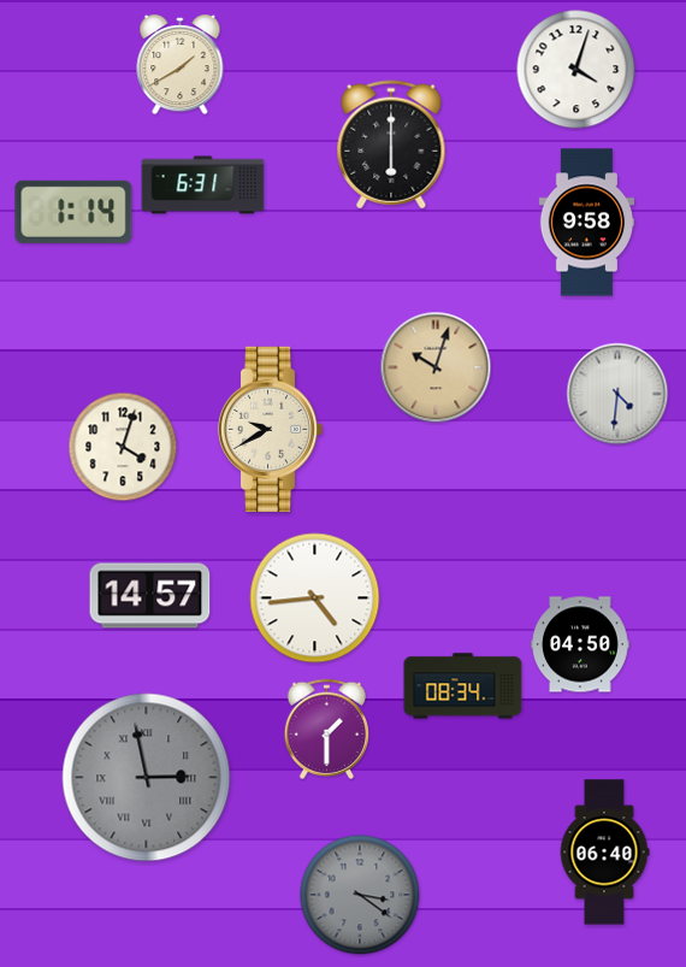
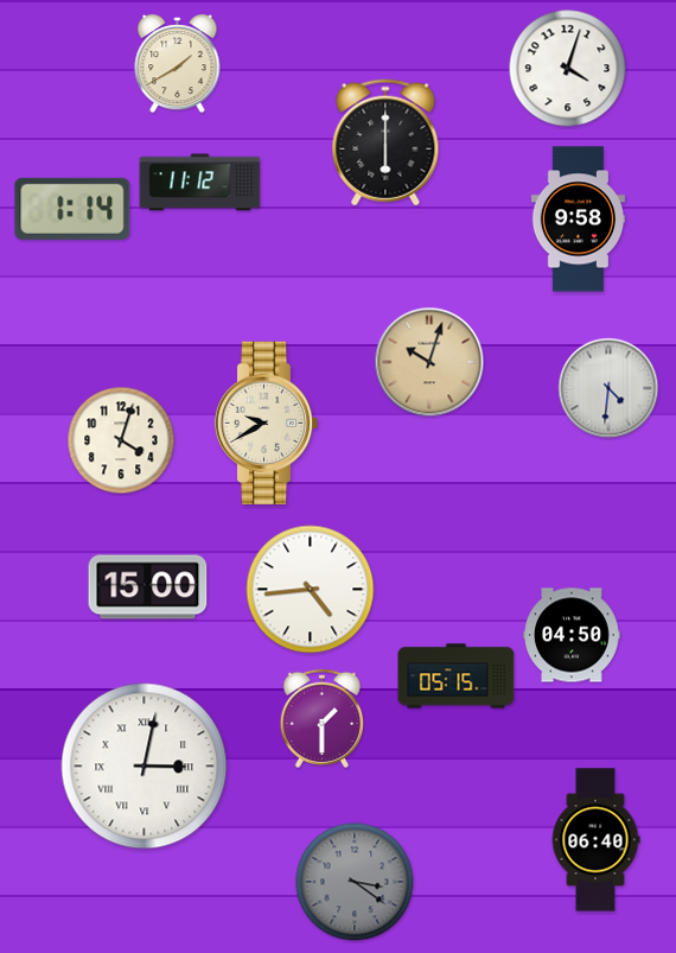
clock at (203, 185): 6:31 -> 11:12
clock at (150, 596): 14:57 -> 15:00
clock at (463, 686): 08:34 -> 05:15
clock at (147, 778): 2:58 -> 3:02
clock at (147, 778) dial: grey -> white
